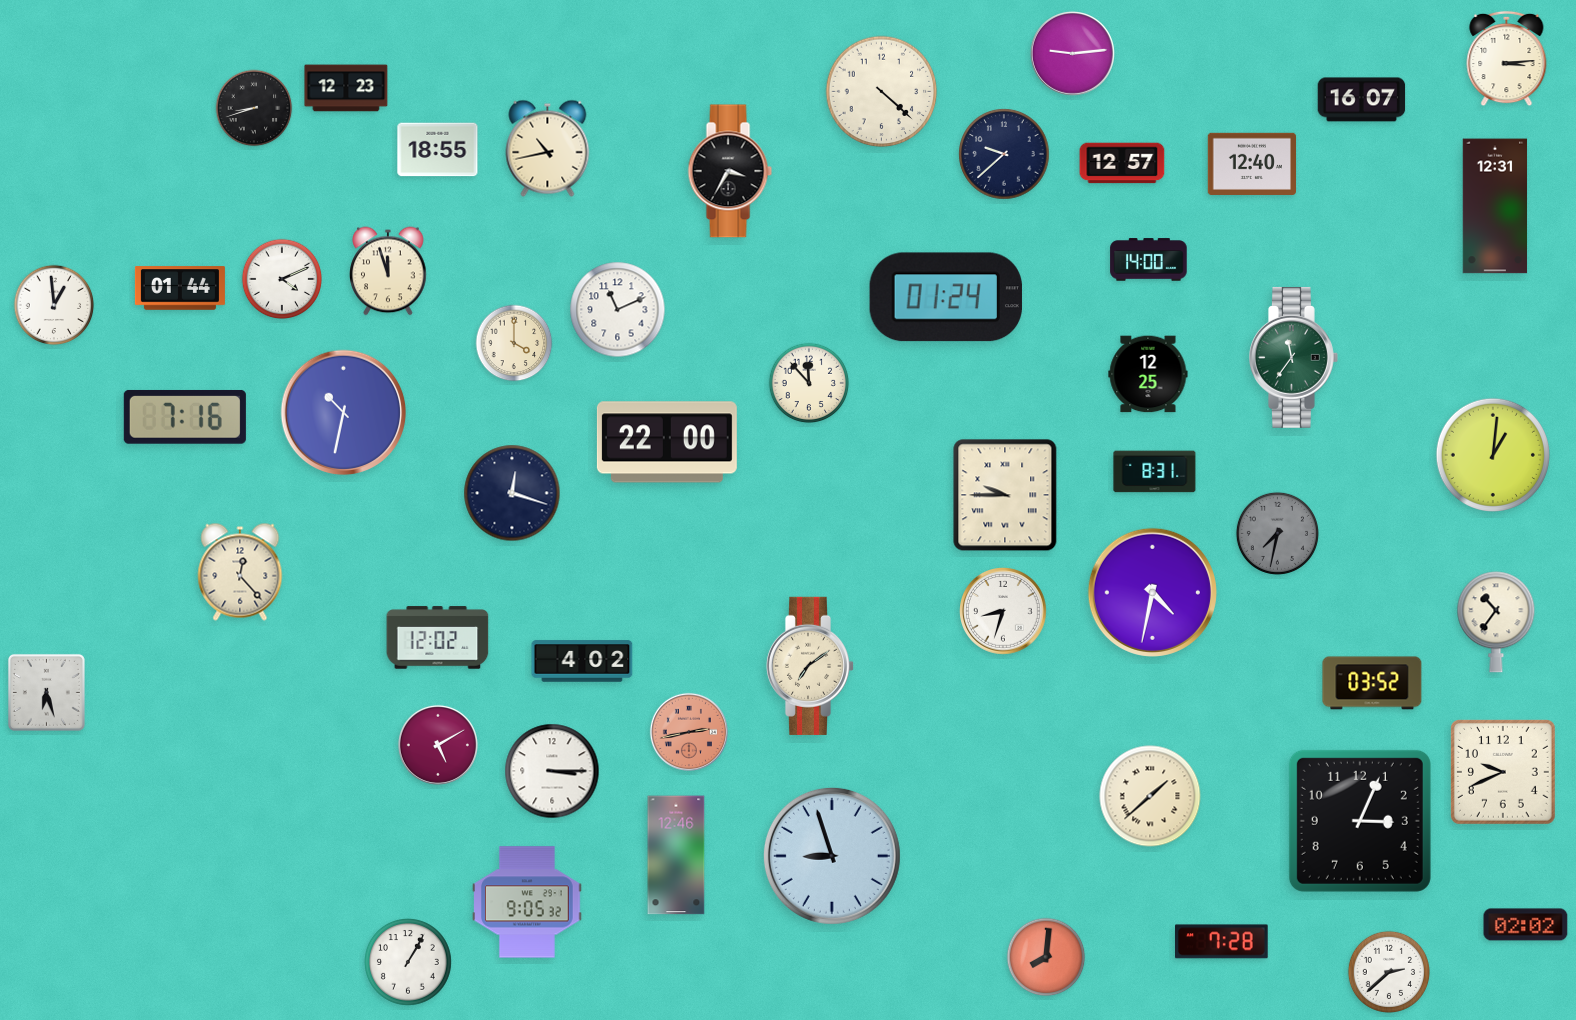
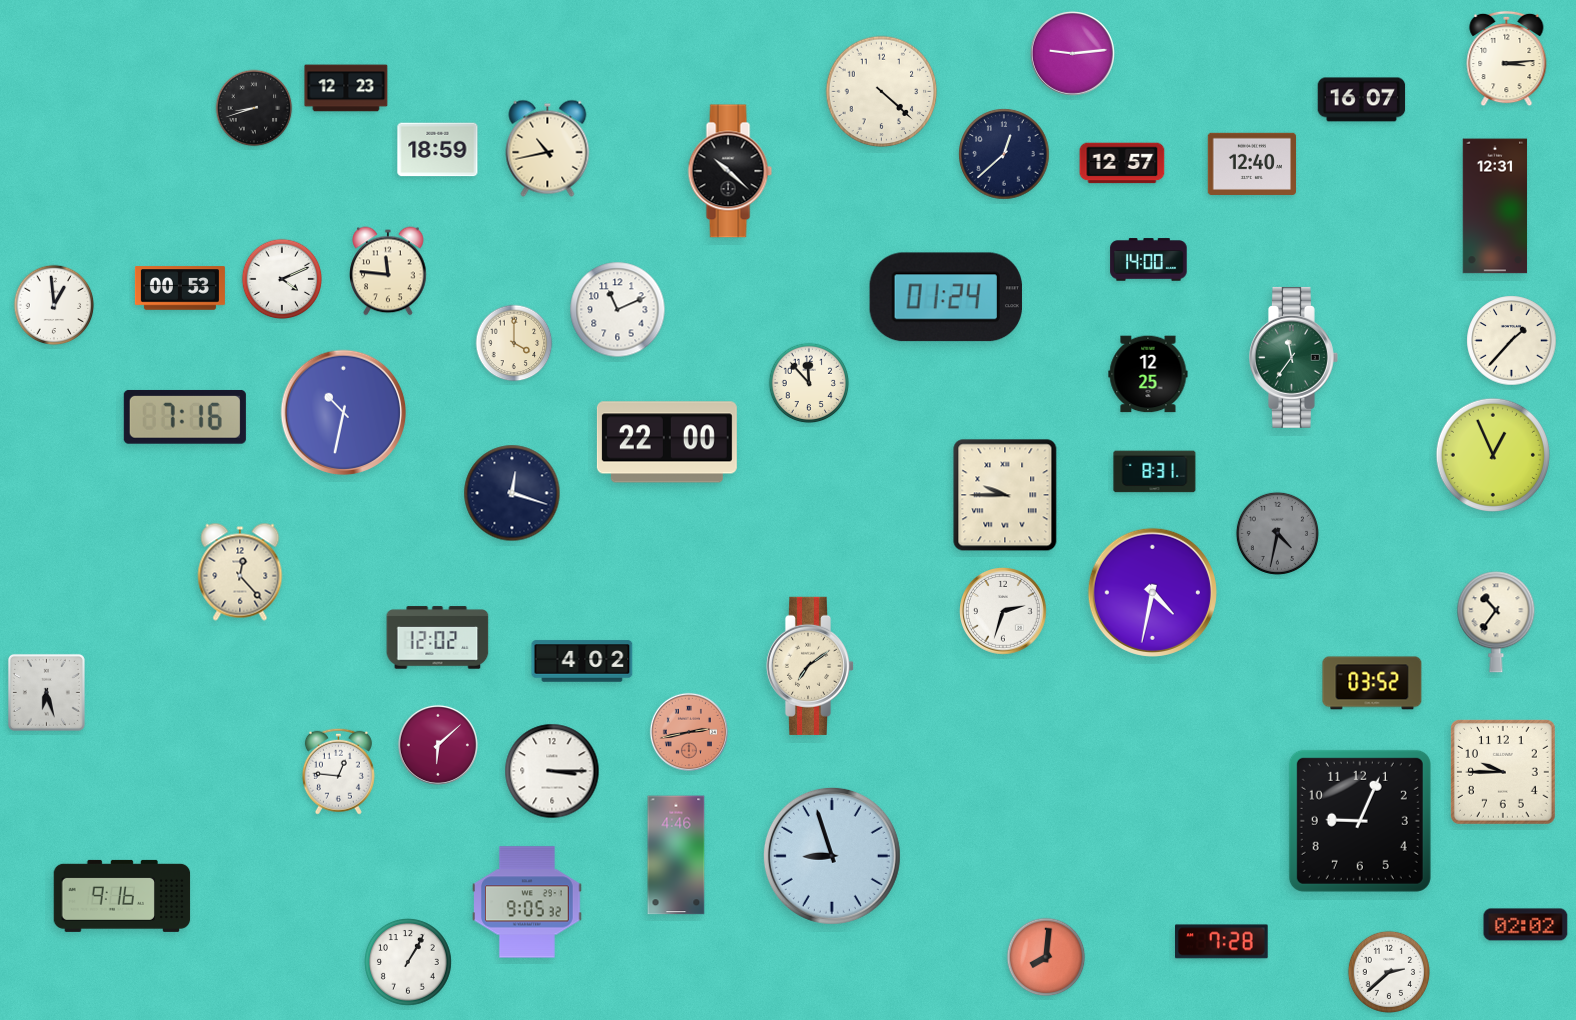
clock at (438, 150): 18:55 -> 18:59
clock at (1004, 154): 9:38 -> 12:38
clock at (730, 171): 3:35 -> 10:22
clock at (388, 271): 11:57 -> 11:46
clock at (180, 288): 01:44 -> 00:53
clock at (1512, 341): none -> 1:37
clock at (1492, 454): 1:01 -> 12:56
clock at (1277, 533): 7:32 -> 4:32
clock at (1004, 612): 8:33 -> 2:33
clock at (438, 745): 5:10 -> 6:08
clock at (338, 771): none -> 12:46
clock at (1503, 772): 9:41 -> 9:45
clock at (1150, 796): 1:38 -> none
clock at (1360, 821): 3:04 -> 9:04
clock at (676, 855): 12:46 -> 4:46
clock at (122, 896): none -> 9:16
